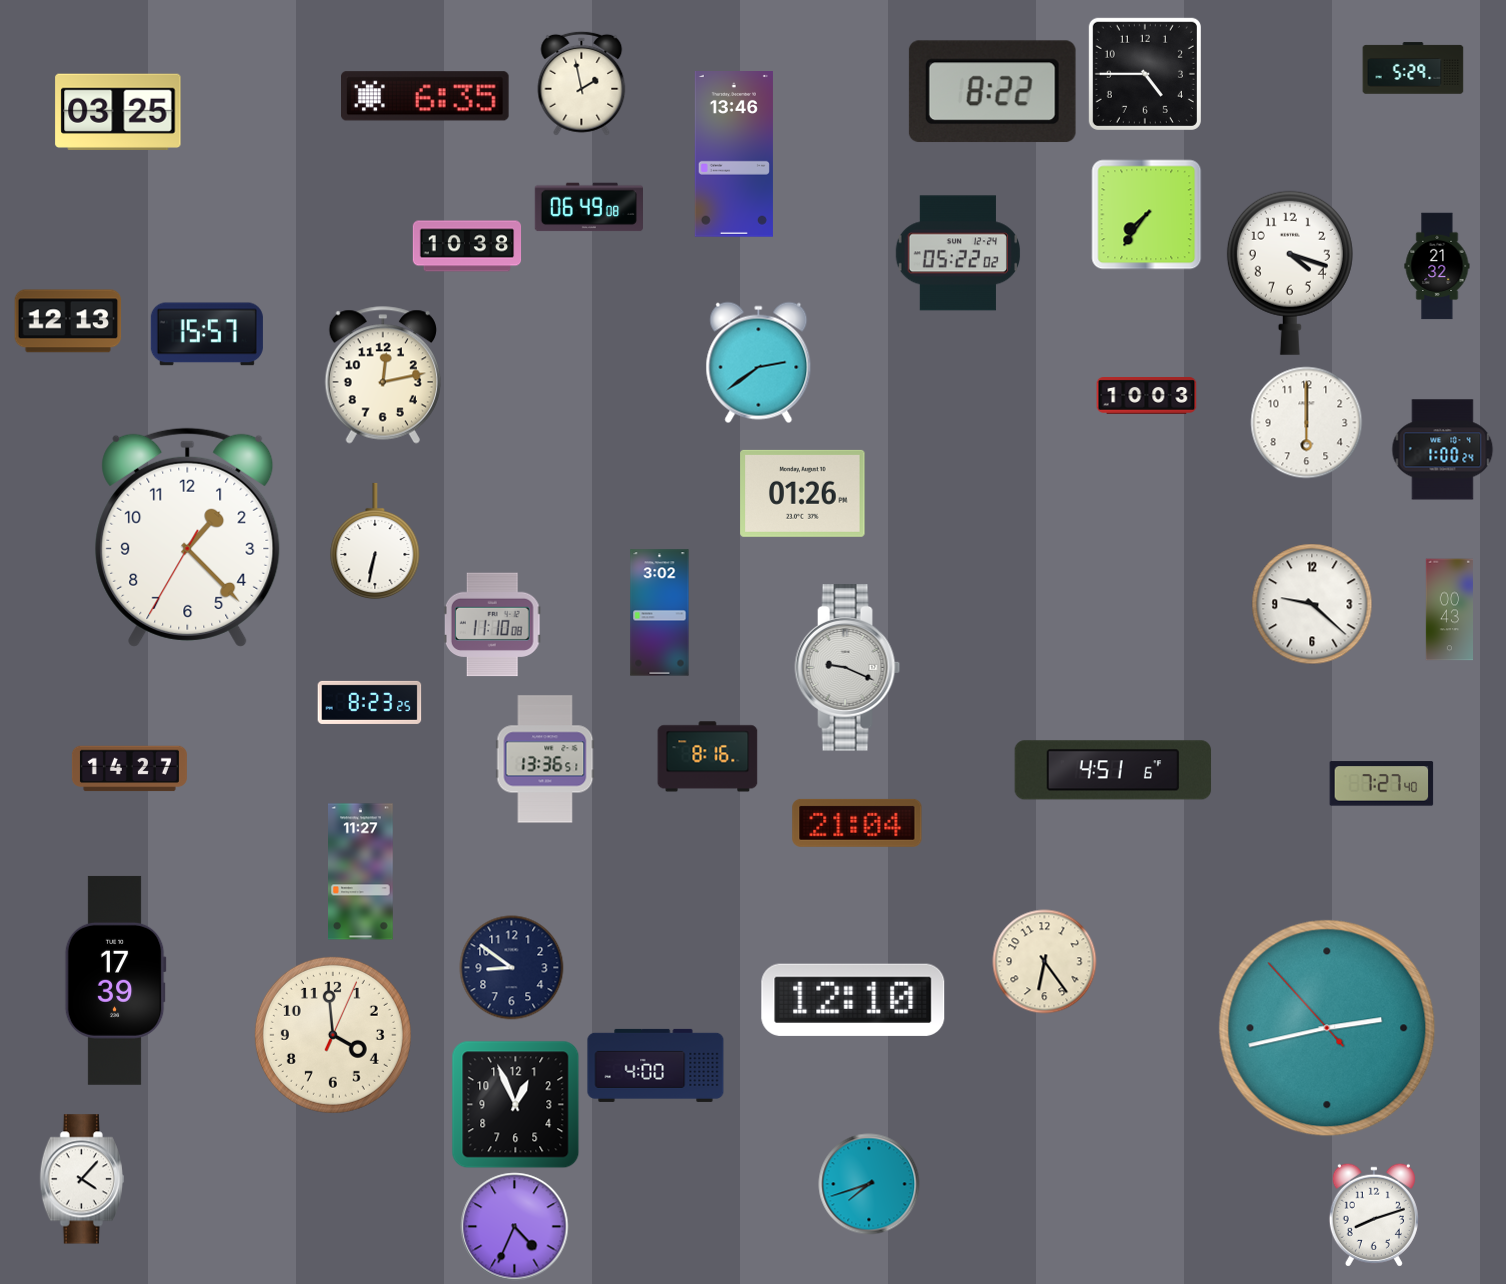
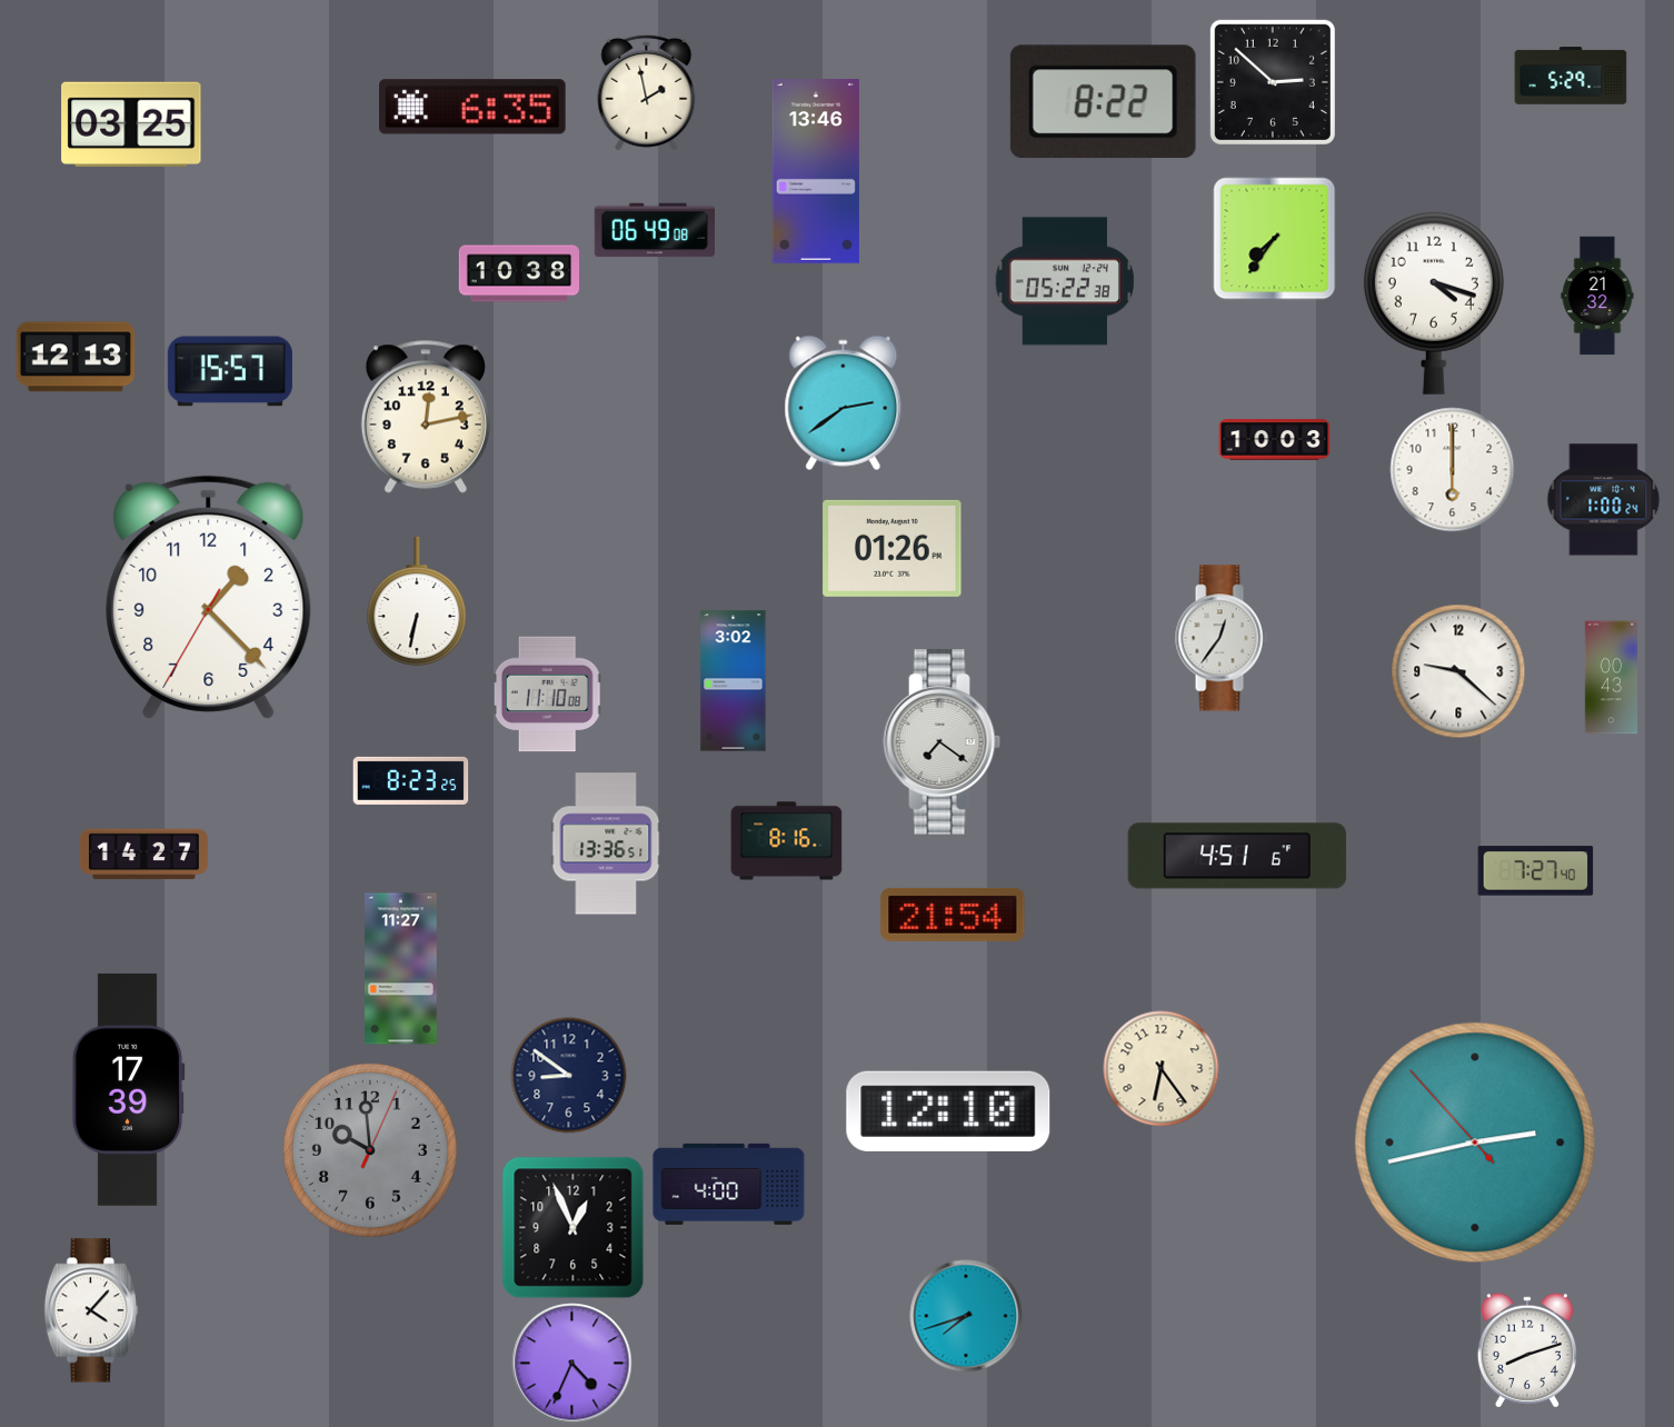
clock at (1145, 74): 4:45 -> 2:52
clock at (957, 253): 05:22:02 -> 05:22:38
clock at (1222, 638): none -> 12:36
clock at (848, 668): 9:19 -> 7:21
clock at (857, 823): 21:04 -> 21:54
clock at (333, 1035): 3:59 -> 9:59
clock at (333, 1035) dial: cream -> grey
